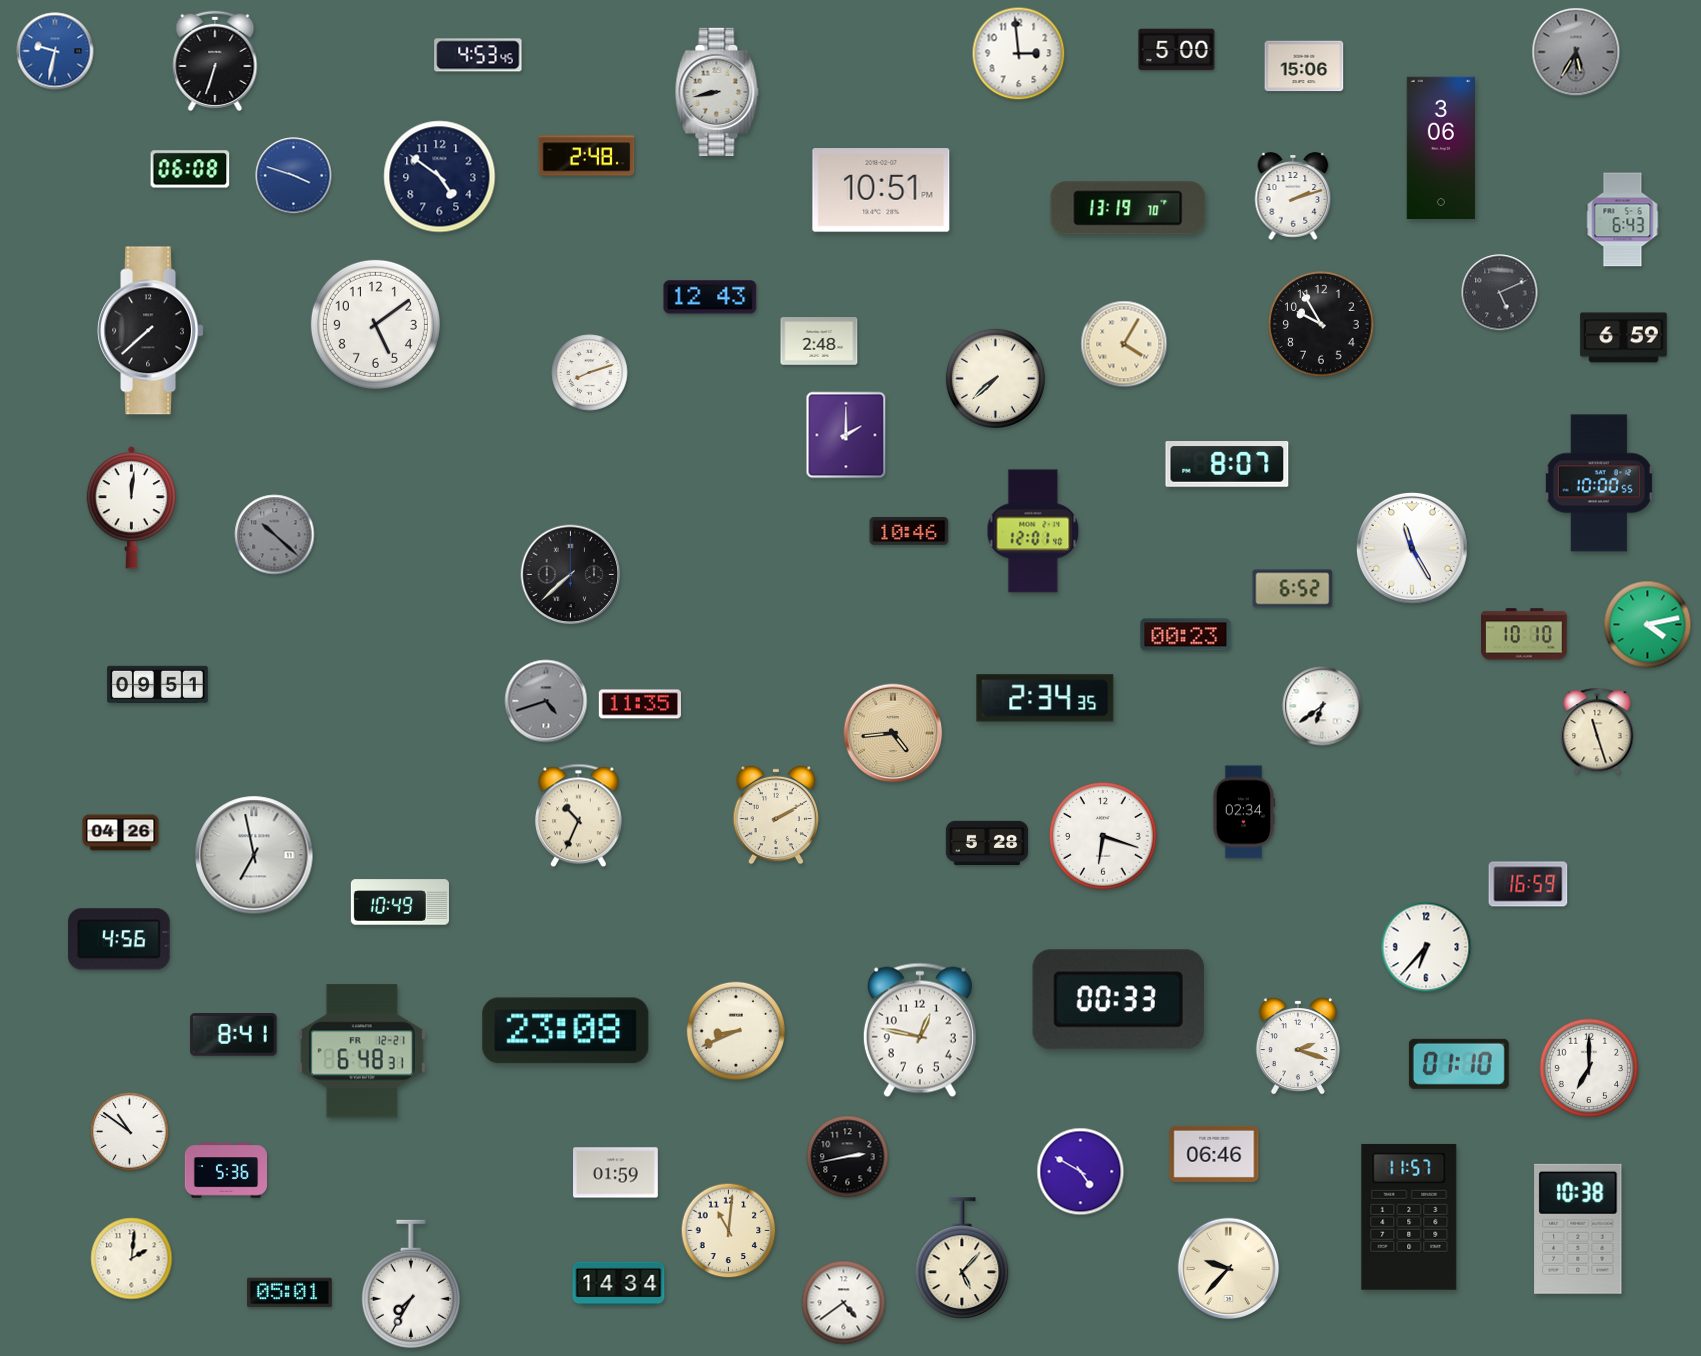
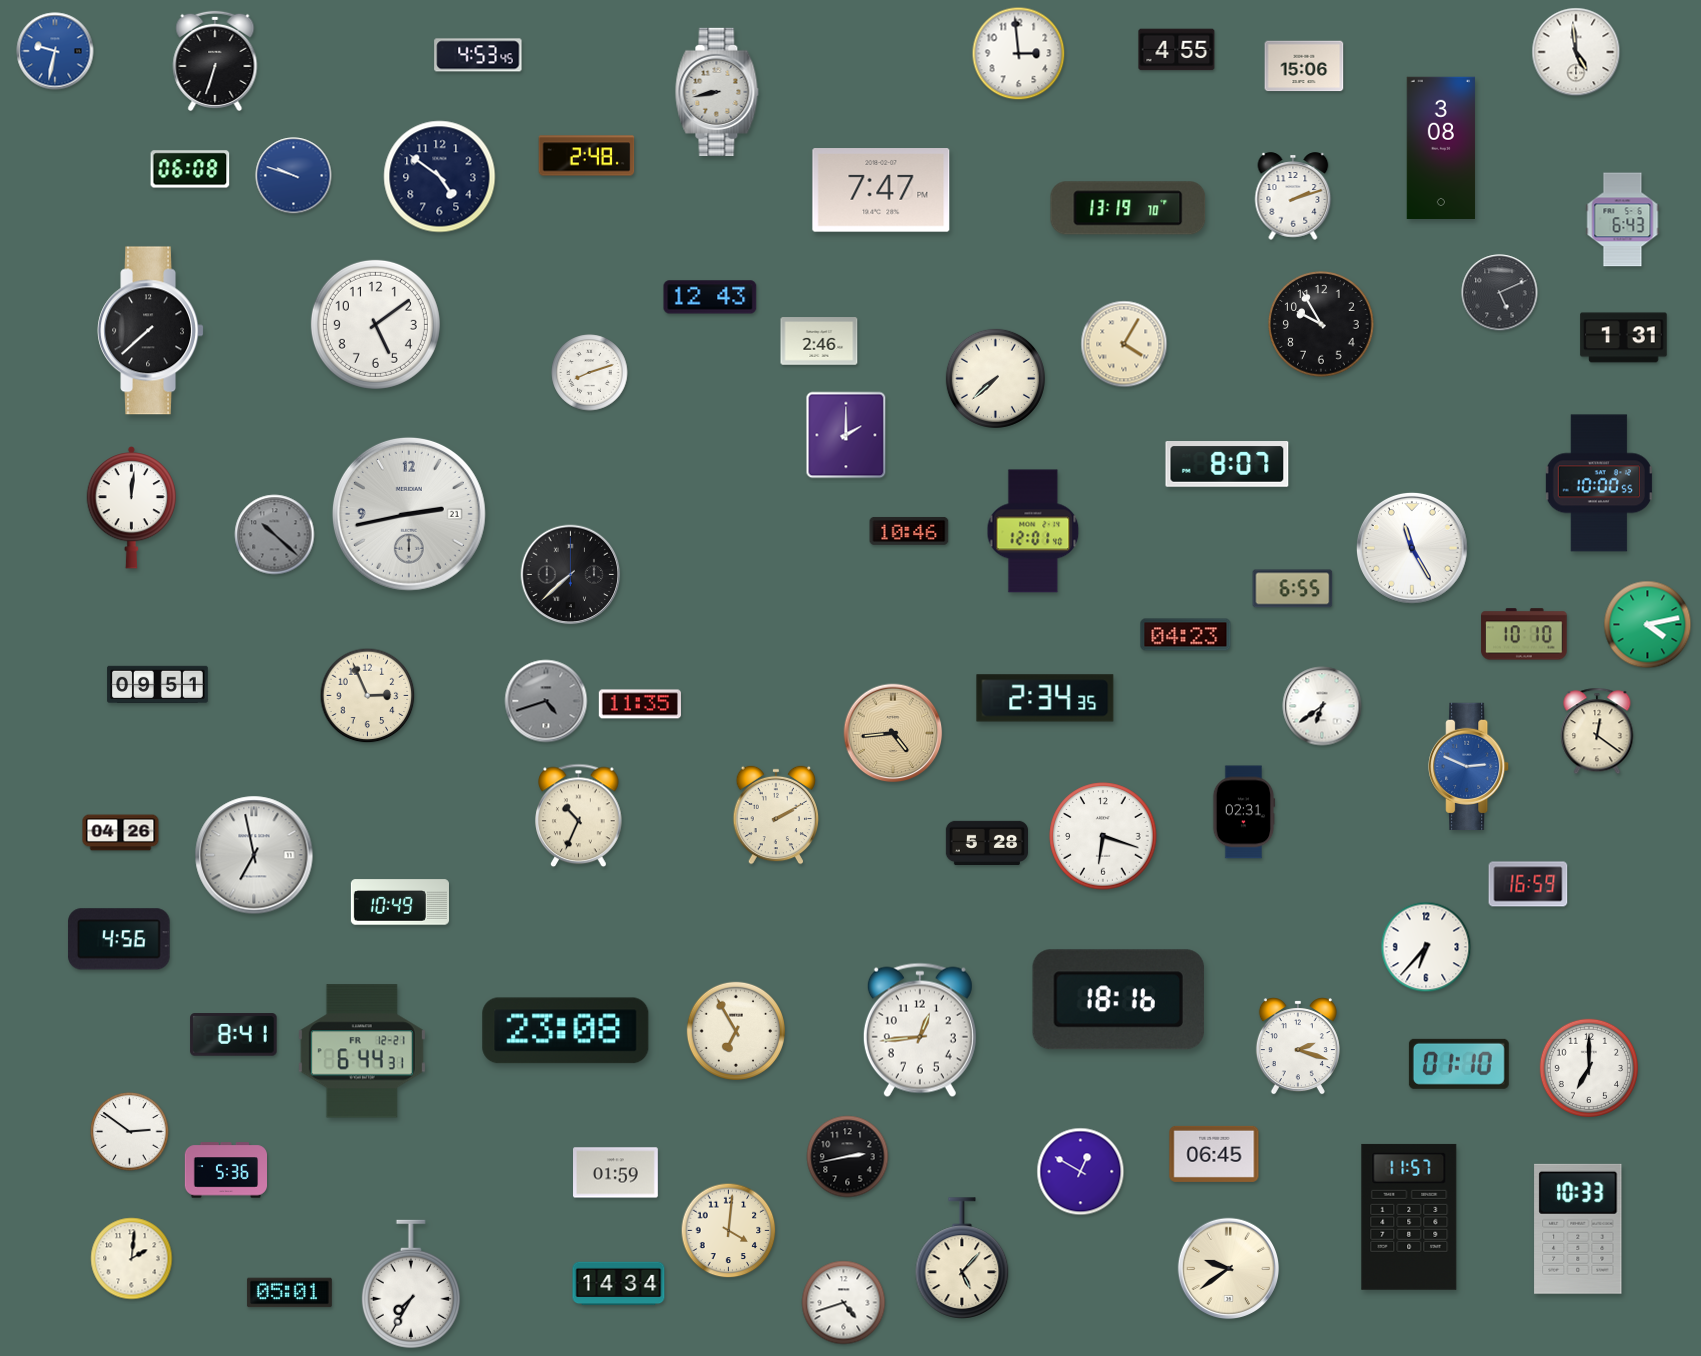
clock at (1177, 50): 5:00 -> 4:55
clock at (1576, 52): 5:35 -> 4:59
clock at (1576, 52) dial: grey -> white
clock at (1441, 147): 3:06 -> 3:08
clock at (294, 176): 3:48 -> 9:48
clock at (881, 190): 10:51 -> 7:47
clock at (1624, 338): 6:59 -> 1:31
clock at (819, 341): 2:48 -> 2:46
clock at (409, 514): none -> 2:43
clock at (1293, 589): 6:52 -> 6:55
clock at (1186, 635): 00:23 -> 04:23
clock at (368, 696): none -> 2:56
clock at (1597, 731): 11:27 -> 12:21
clock at (1469, 766): none -> 2:49
clock at (1244, 812): 02:34 -> 02:31
clock at (1118, 1000): 00:33 -> 18:16
clock at (920, 1030): 12:47 -> 12:44
clock at (736, 1031): 8:41 -> 6:55
clock at (362, 1051): 6:48 -> 6:44
clock at (130, 1132): 10:51 -> 2:51
clock at (1214, 1154): 06:46 -> 06:45
clock at (1081, 1172): 4:50 -> 12:50
clock at (1578, 1229): 10:38 -> 10:33
clock at (729, 1231): 11:01 -> 4:01
clock at (1229, 1269): 9:37 -> 9:39
clock at (844, 1303): 4:39 -> 4:42
